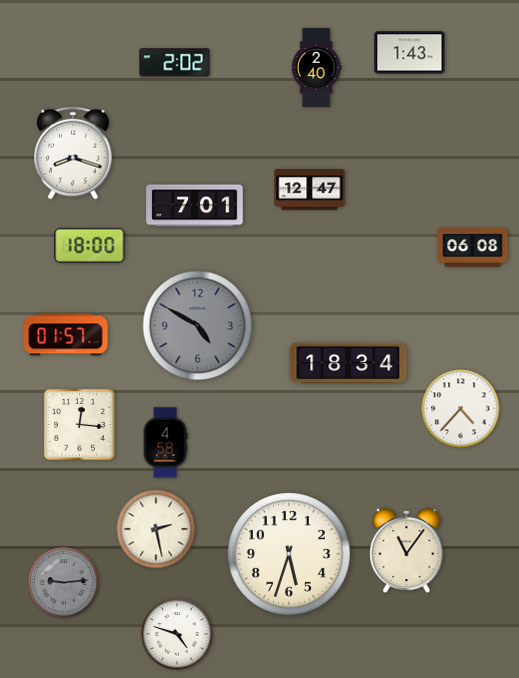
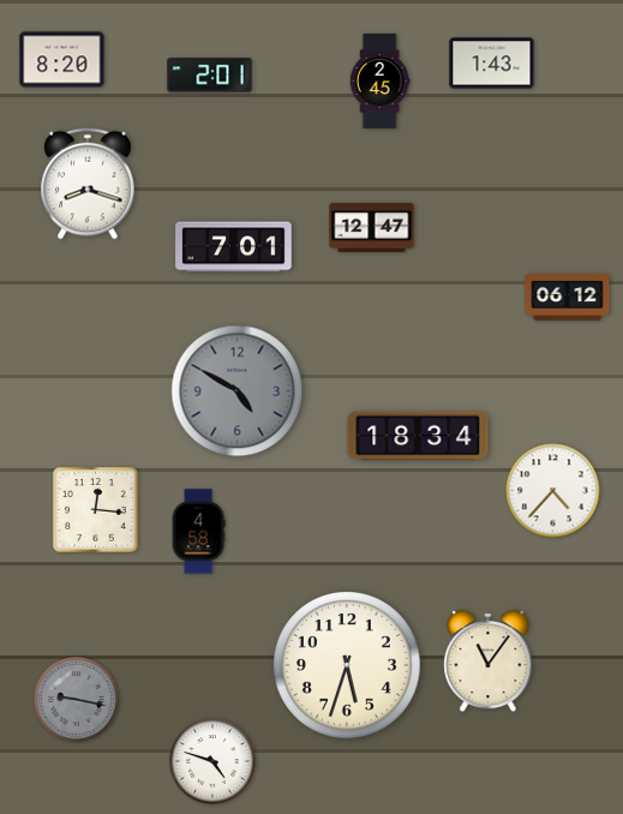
clock at (62, 60): none -> 8:20
clock at (175, 63): 2:02 -> 2:01
clock at (316, 67): 2:40 -> 2:45
clock at (90, 245): 18:00 -> none
clock at (473, 247): 06:08 -> 06:12
clock at (66, 335): 01:57 -> none
clock at (156, 529): 2:28 -> none
clock at (64, 583): 9:14 -> 9:17
